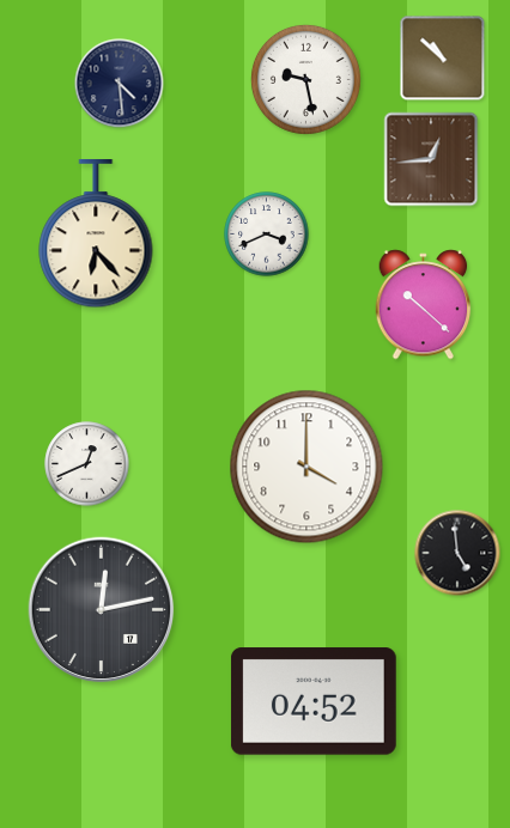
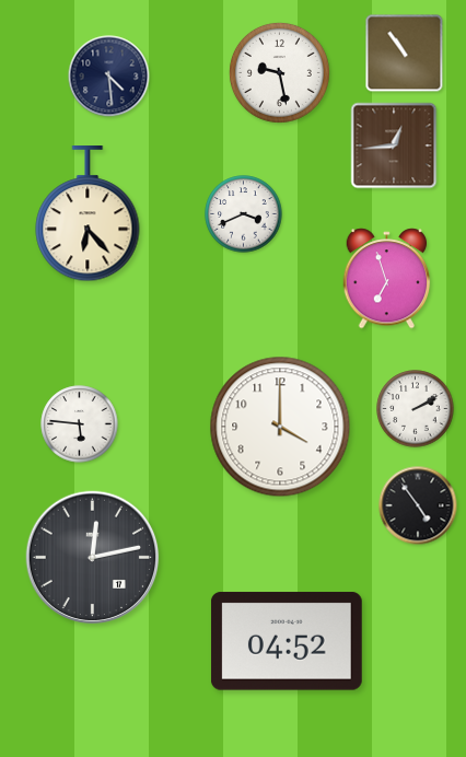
clock at (443, 59): 10:52 -> 10:54
clock at (424, 305): 10:22 -> 6:57
clock at (416, 409): none -> 2:10
clock at (87, 464): 12:41 -> 5:46
clock at (457, 553): 4:59 -> 4:54
